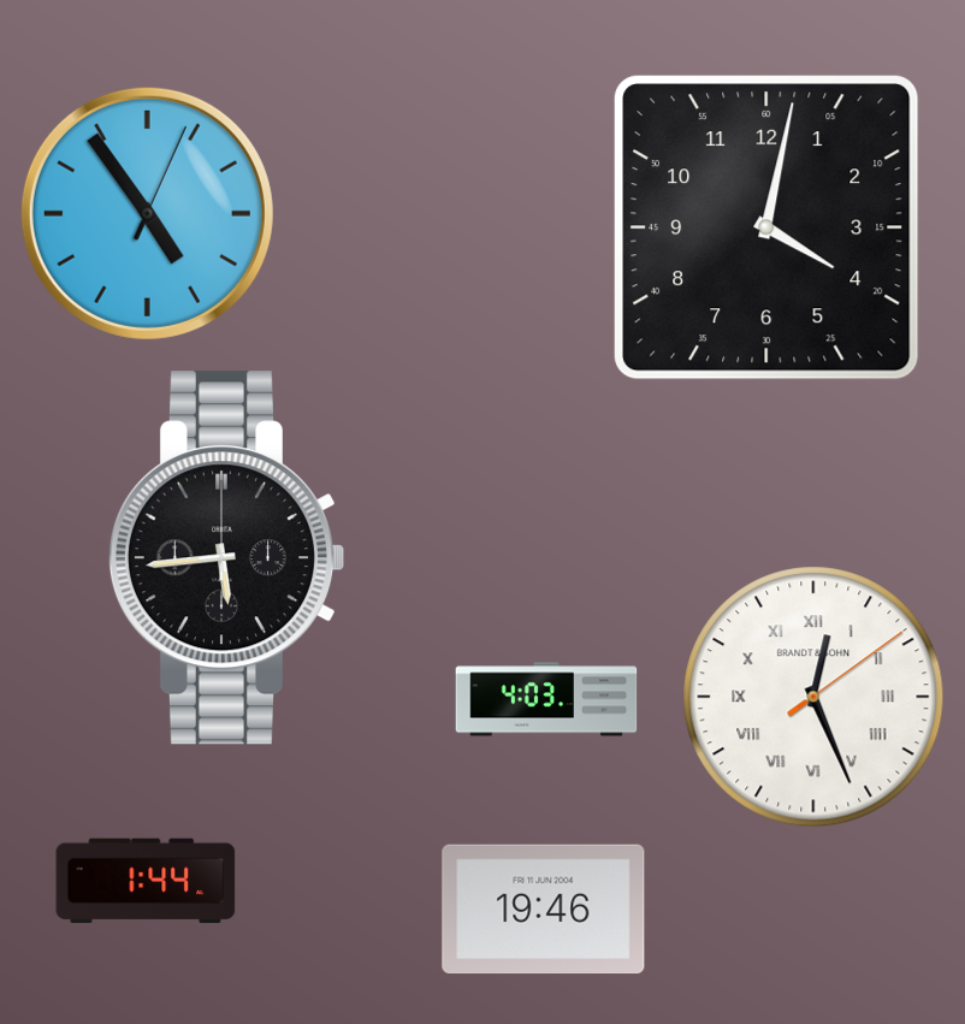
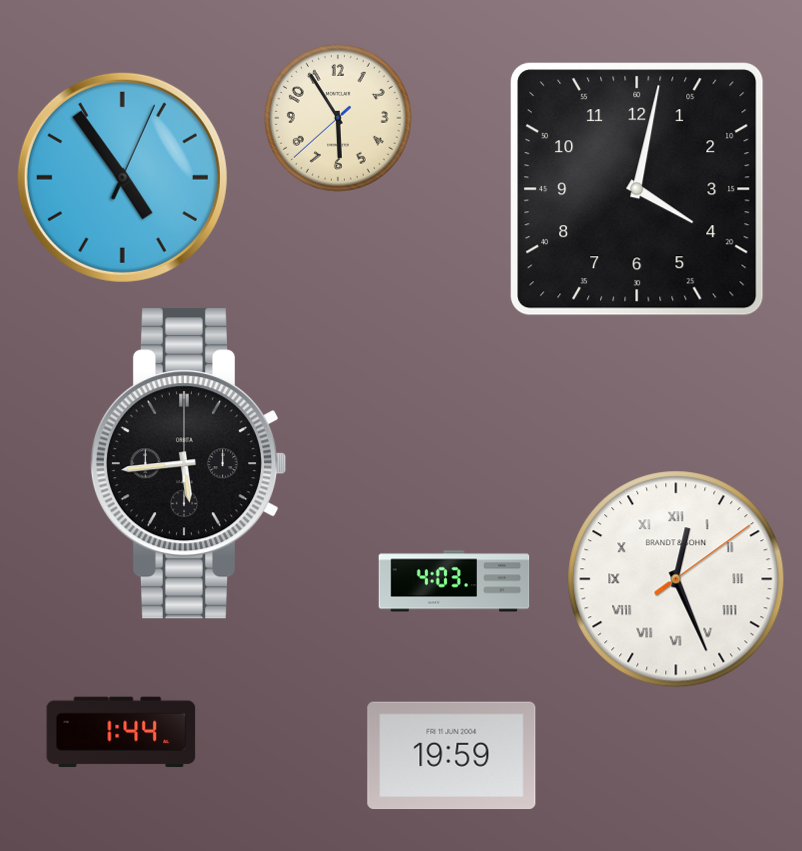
clock at (338, 118): none -> 5:54
clock at (544, 910): 19:46 -> 19:59
